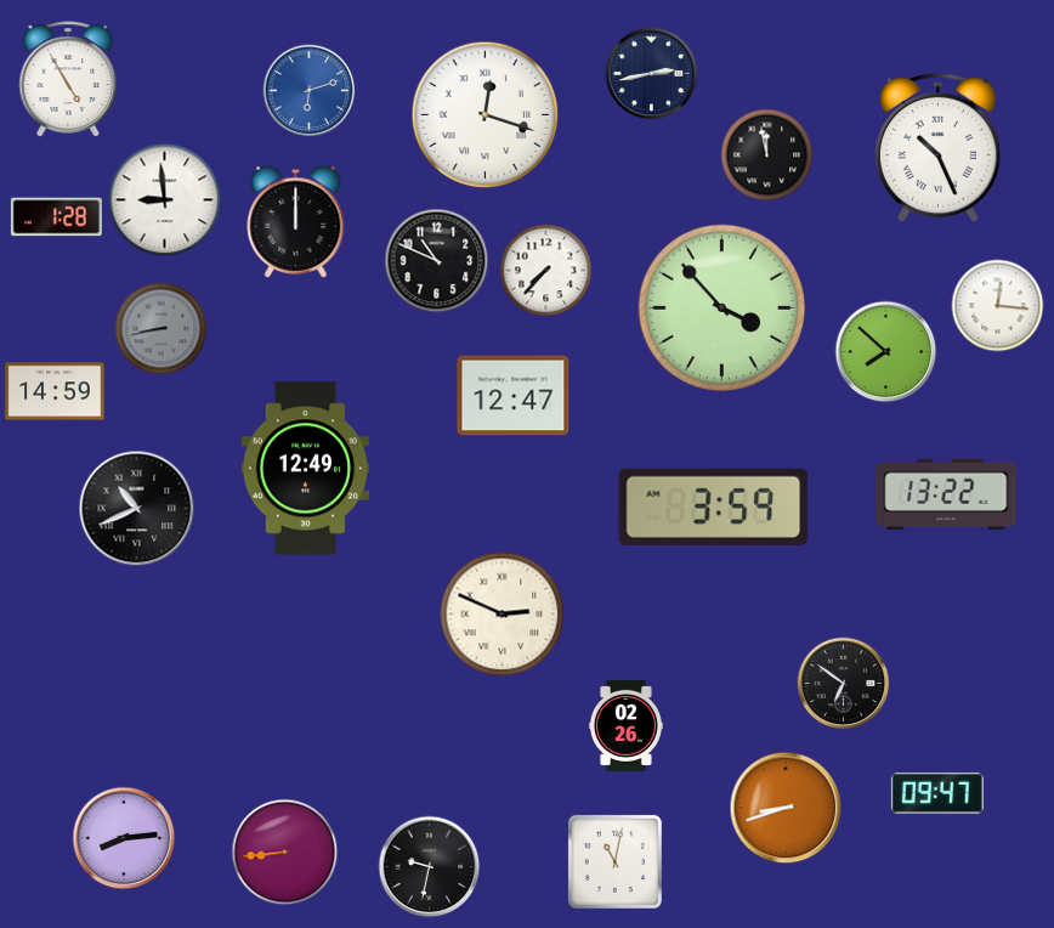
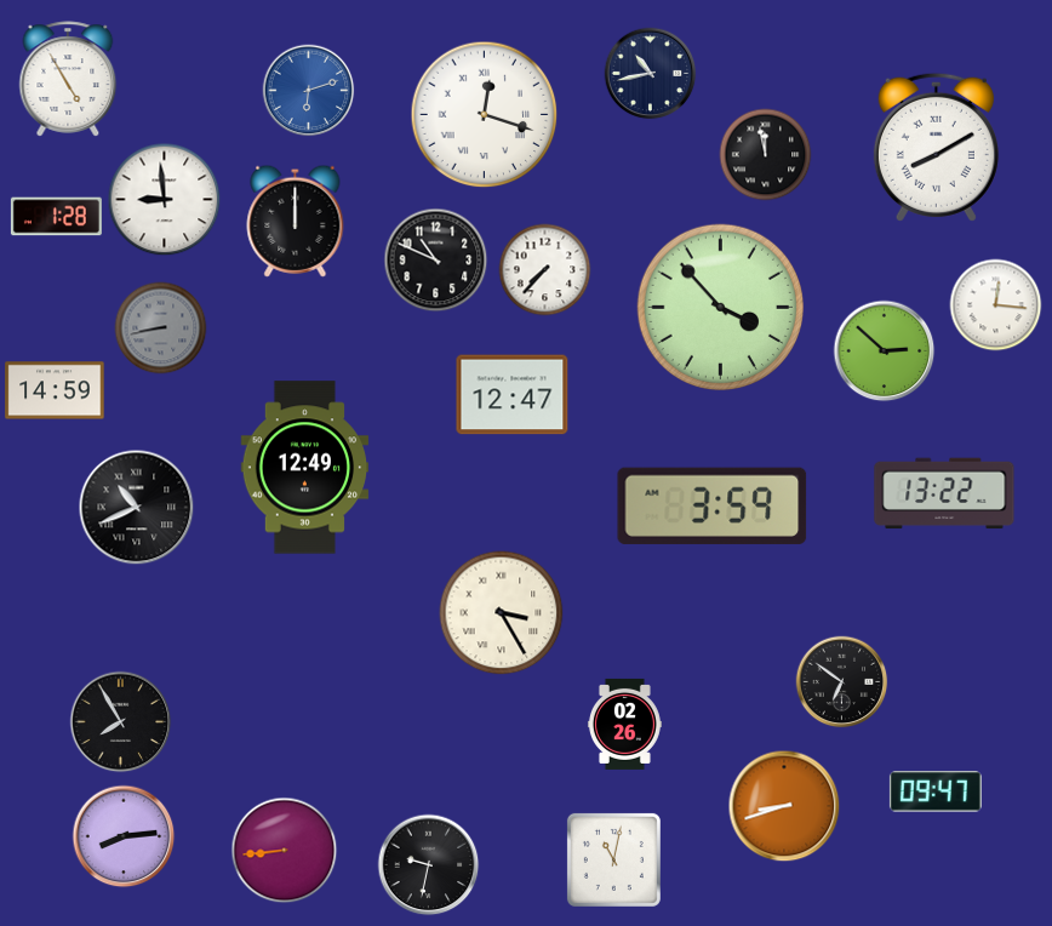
clock at (652, 74): 2:43 -> 10:43
clock at (937, 147): 10:26 -> 8:10
clock at (886, 352): 7:52 -> 2:52
clock at (503, 615): 2:49 -> 3:25
clock at (121, 722): none -> 7:55
